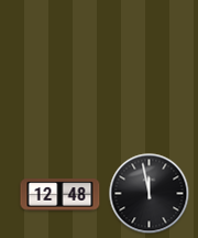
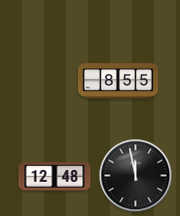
clock at (118, 81): none -> 8:55
